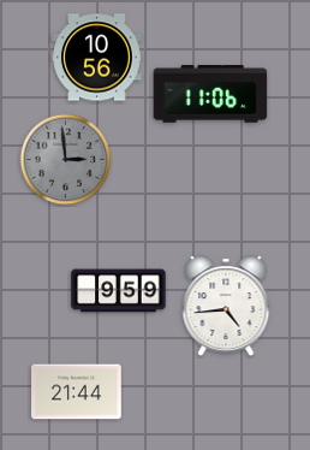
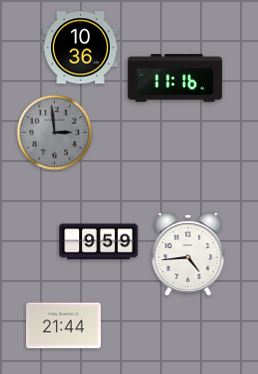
clock at (97, 58): 10:56 -> 10:36
clock at (210, 94): 11:06 -> 11:16
